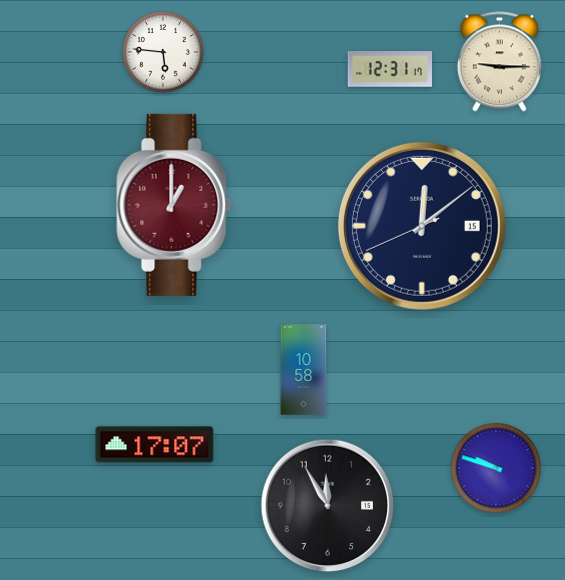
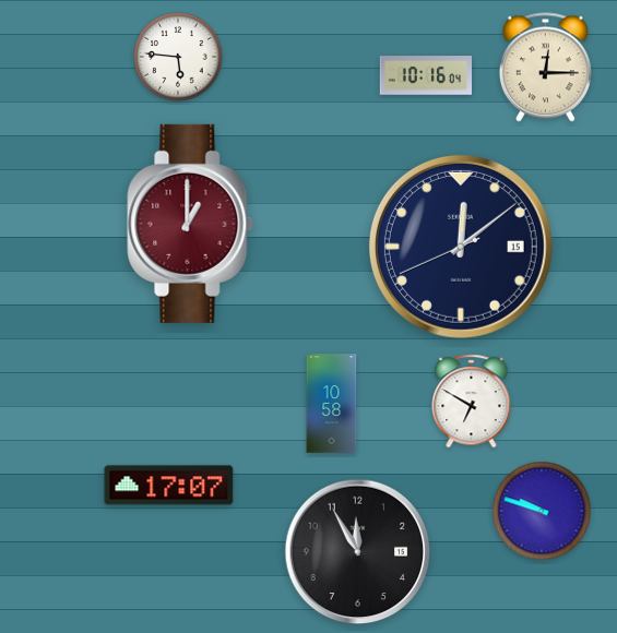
clock at (499, 62): 9:15 -> 12:15
clock at (390, 69): 12:31 -> 10:16
clock at (472, 402): none -> 6:50
